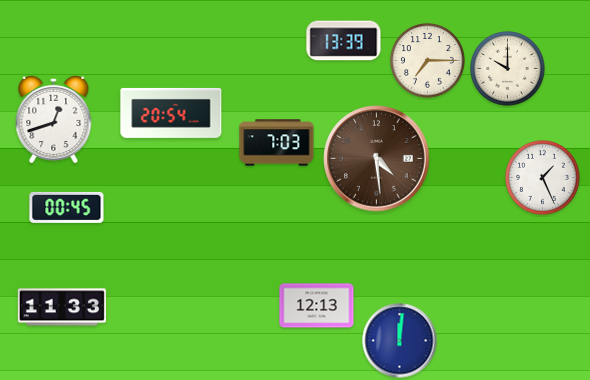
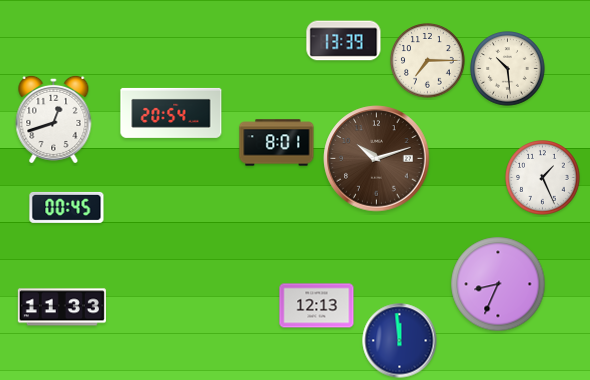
clock at (508, 69): 10:00 -> 10:29
clock at (277, 143): 7:03 -> 8:01
clock at (377, 159): 4:29 -> 10:12
clock at (498, 284): none -> 8:34
clock at (400, 341): 12:01 -> 11:59
